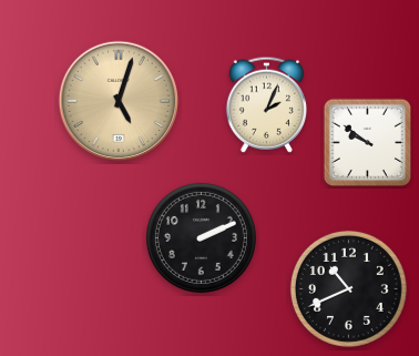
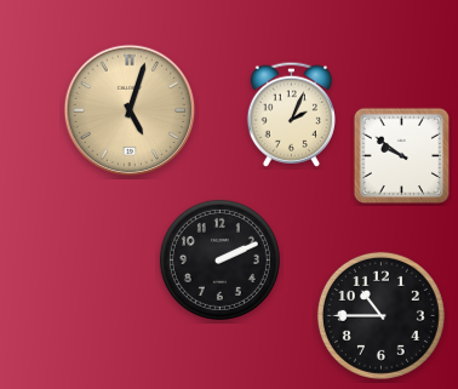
clock at (348, 288): 10:41 -> 10:45
